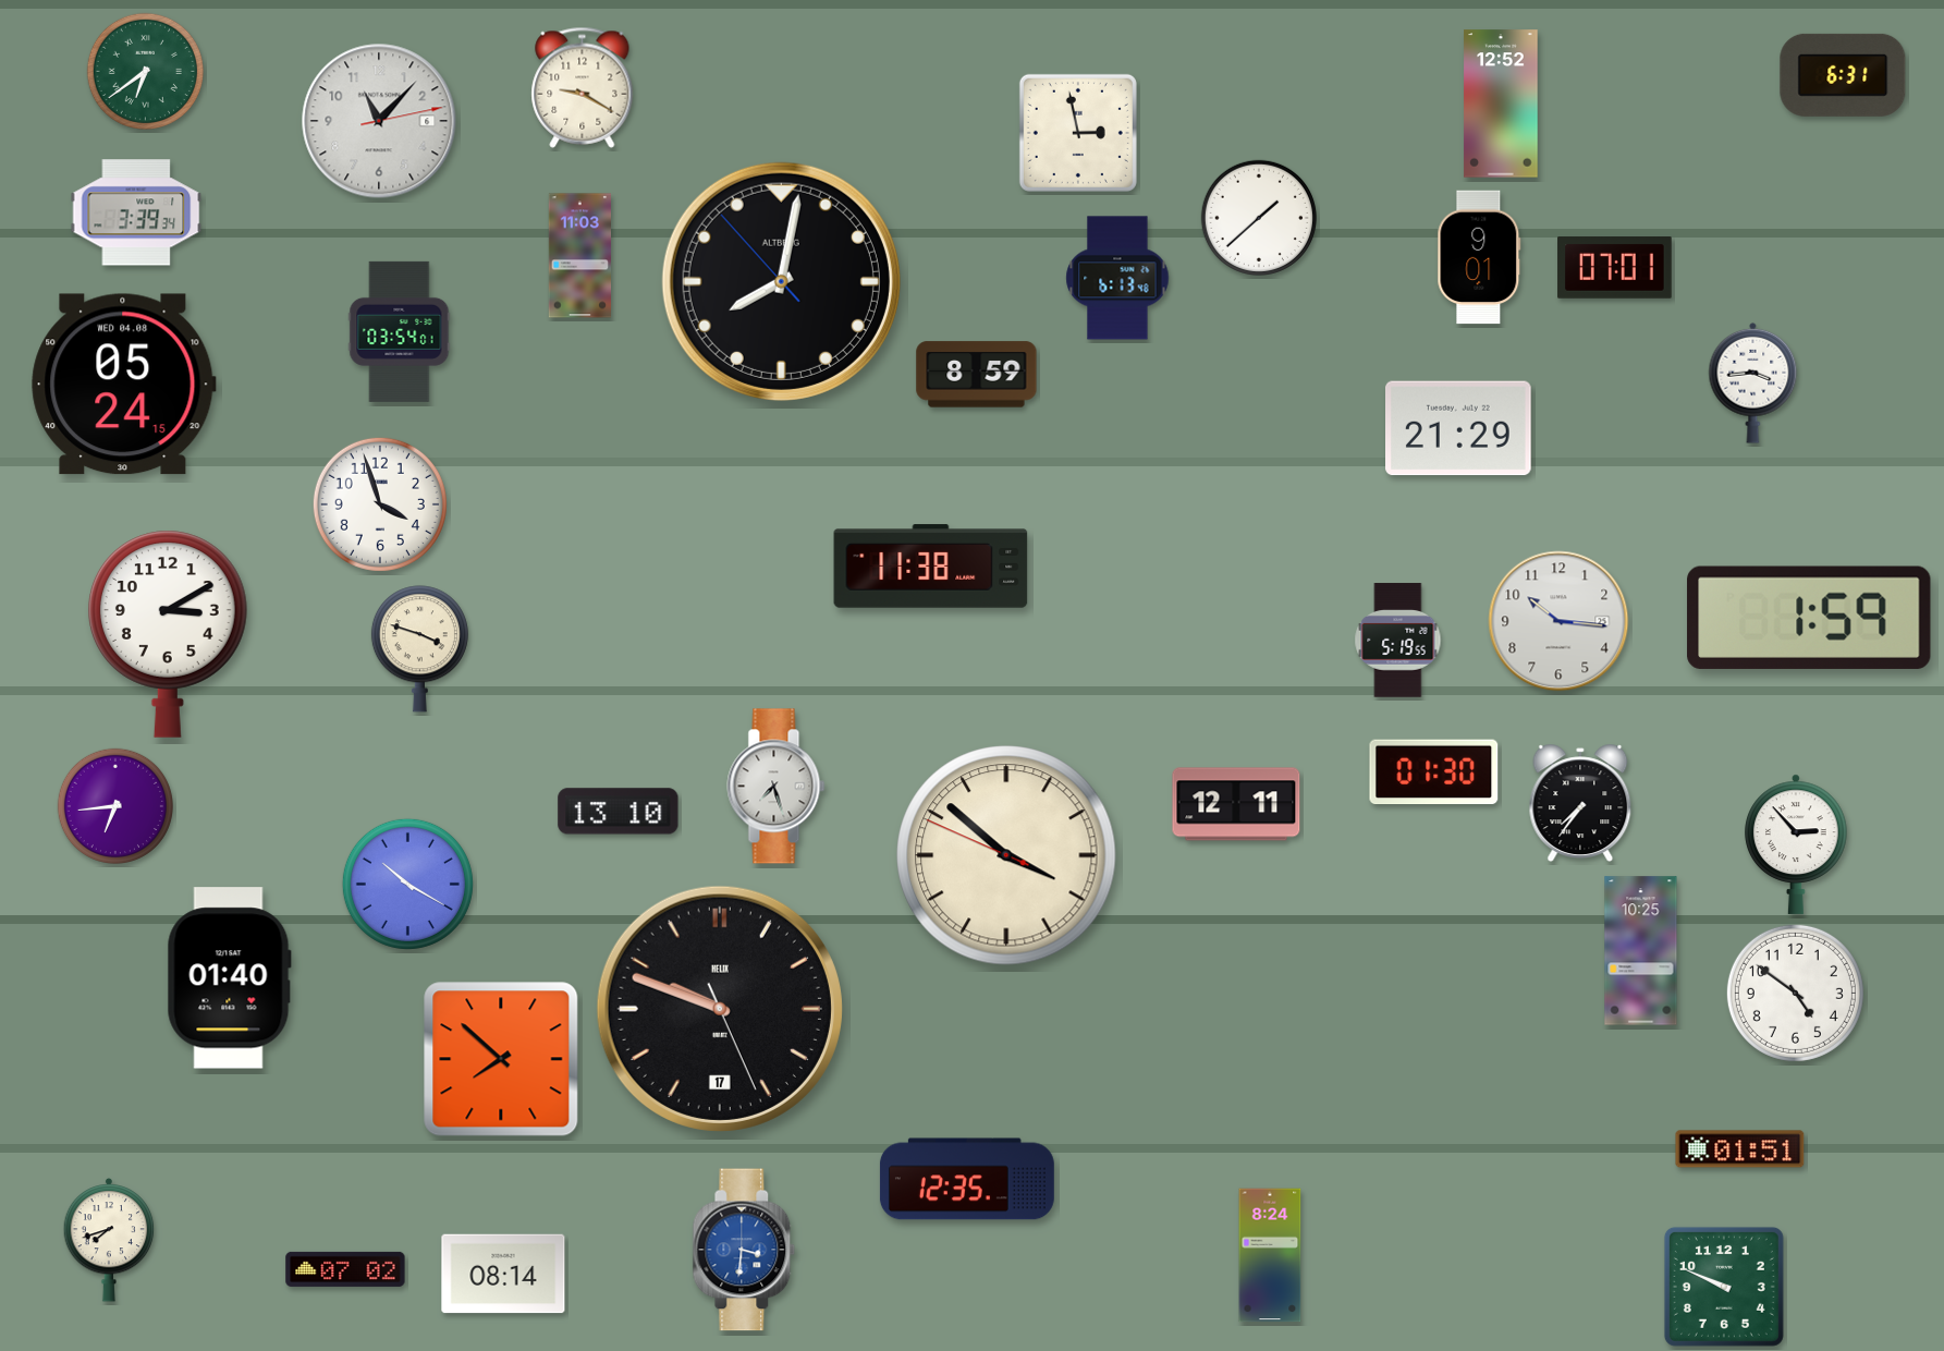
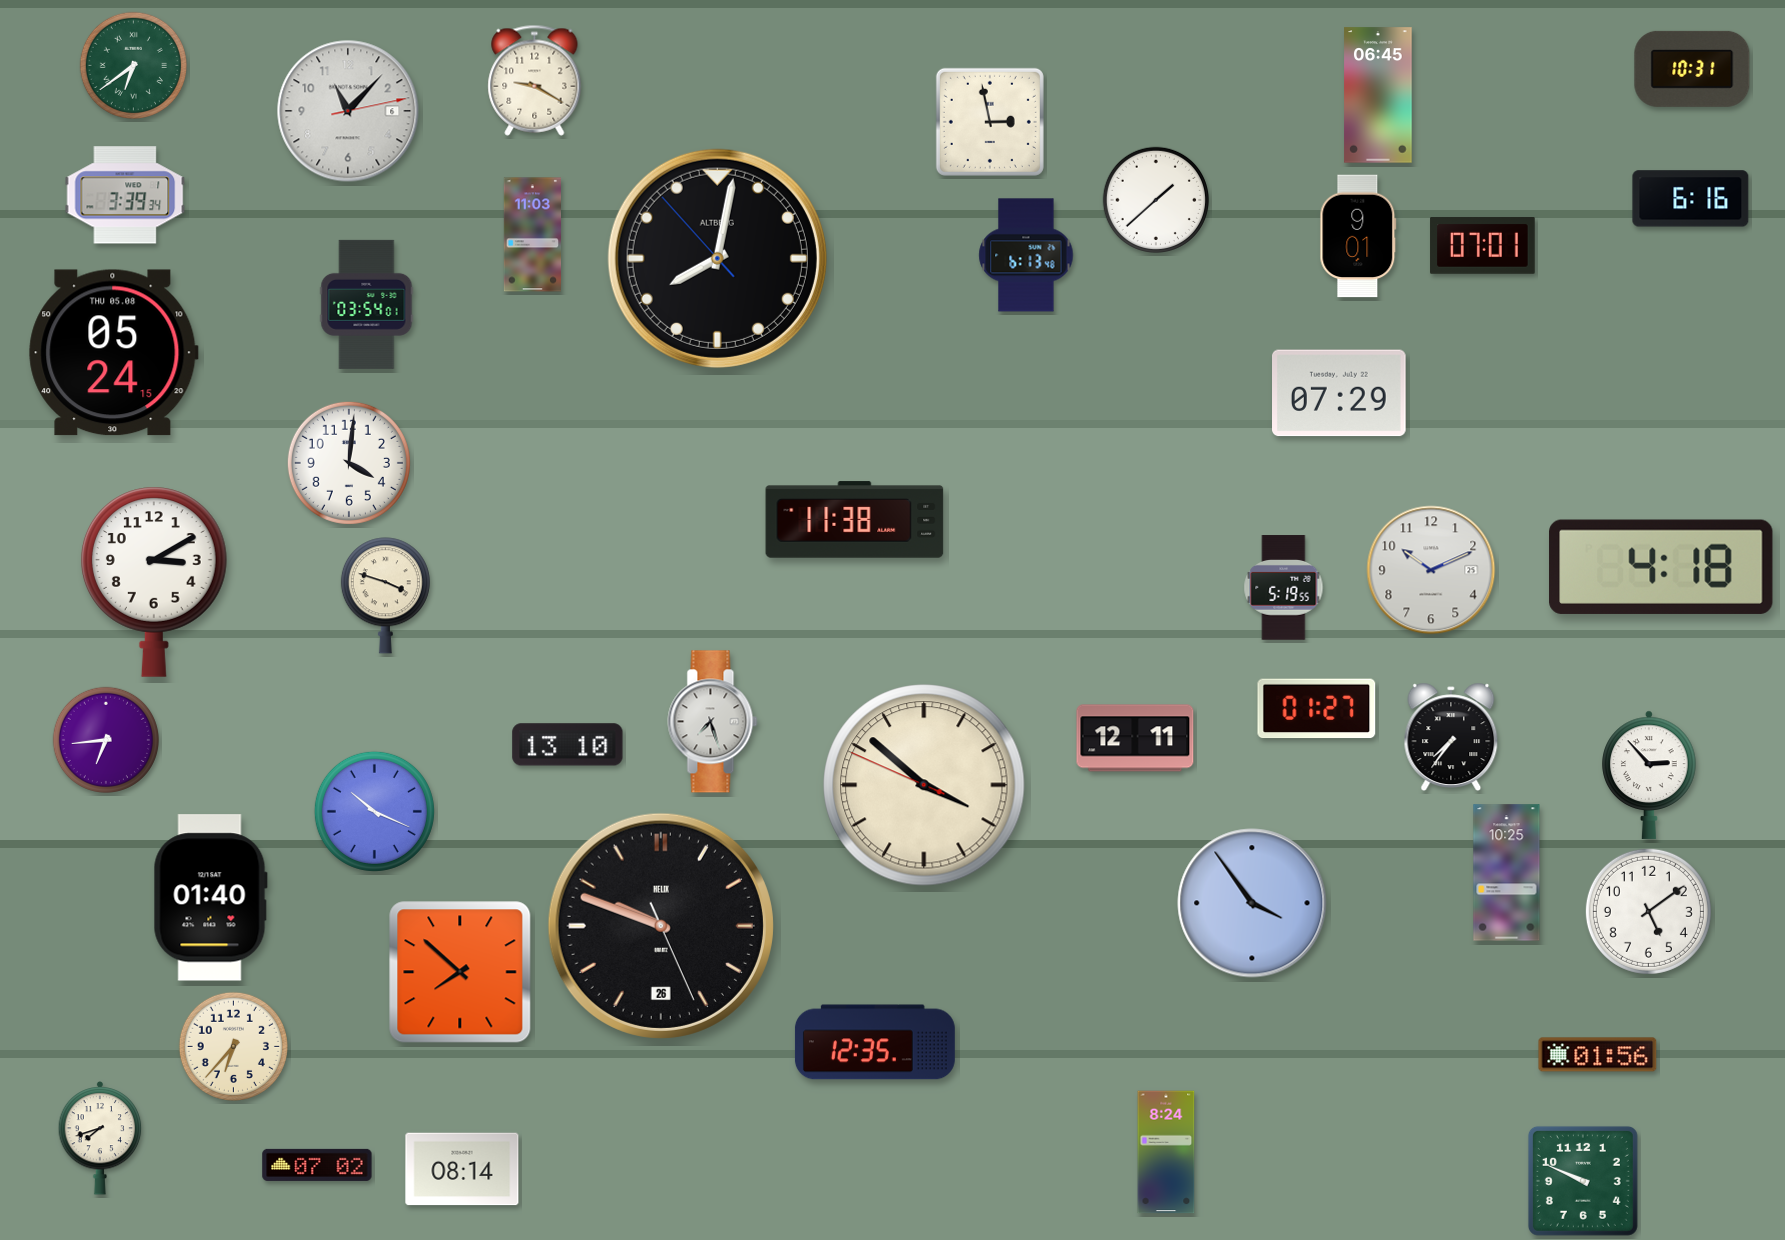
clock at (1843, 75): 6:31 -> 10:31
clock at (1501, 104): 12:52 -> 06:45
clock at (1691, 199): none -> 6:16
clock at (977, 375): 8:59 -> none
clock at (1753, 382): 3:44 -> none
clock at (124, 385) date: WED 04.08 -> THU 05.08
clock at (1459, 428): 21:29 -> 07:29
clock at (380, 504): 3:57 -> 4:01
clock at (1809, 618): 1:59 -> 4:18
clock at (1558, 621): 10:16 -> 10:11
clock at (1434, 772): 01:30 -> 01:27
clock at (407, 884): 10:20 -> 10:19
clock at (1252, 903): none -> 3:54
clock at (1795, 993): 4:51 -> 5:09
clock at (720, 1009) date: 17 -> 26
clock at (233, 1046): none -> 6:37
clock at (1740, 1149): 01:51 -> 01:56
clock at (967, 1179) position: (967, 1179) -> (875, 1042)
clock at (744, 1250): 3:31 -> none
